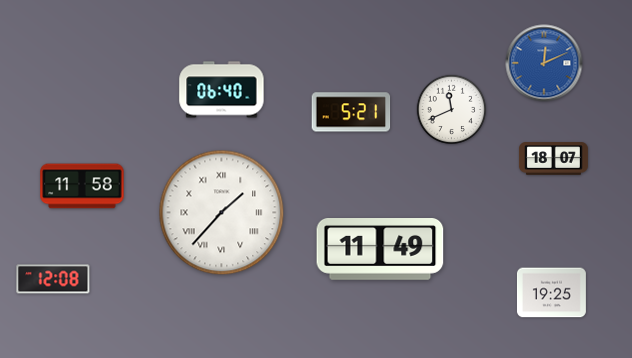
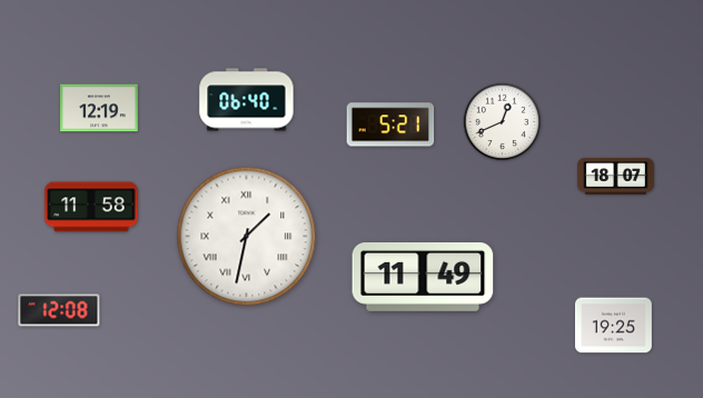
clock at (544, 63): 12:11 -> none
clock at (99, 108): none -> 12:19
clock at (452, 110): 11:41 -> 12:41
clock at (222, 213): 1:37 -> 1:32
